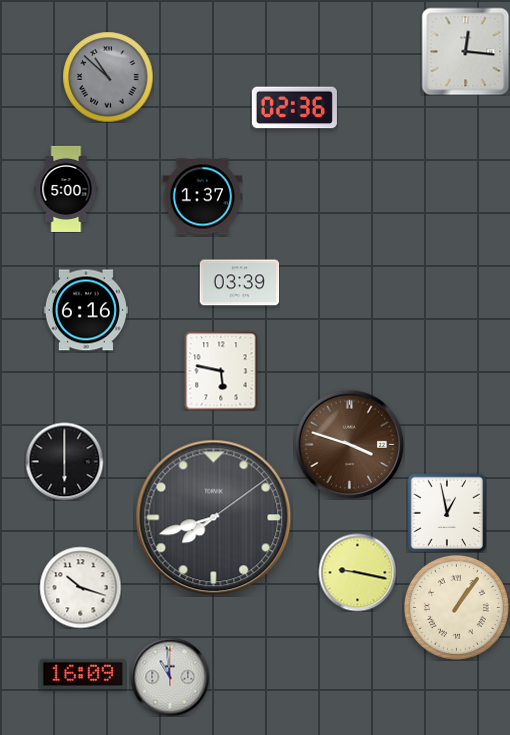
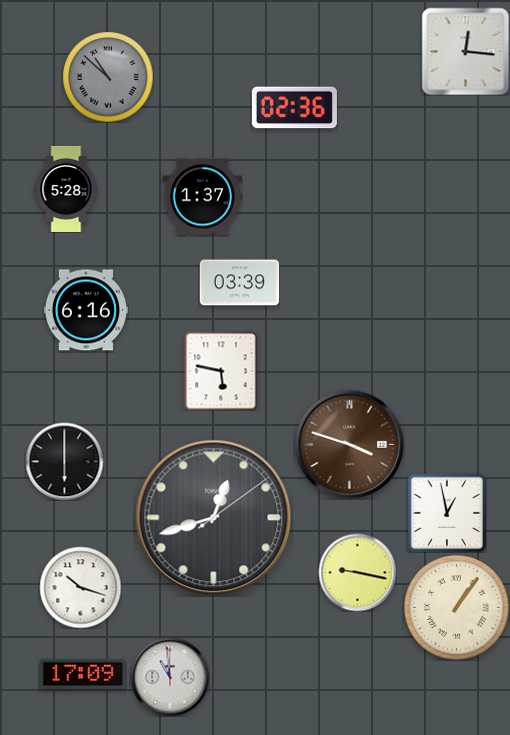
clock at (66, 189): 5:00 -> 5:28
clock at (214, 518): 7:42 -> 12:42
clock at (83, 674): 16:09 -> 17:09
